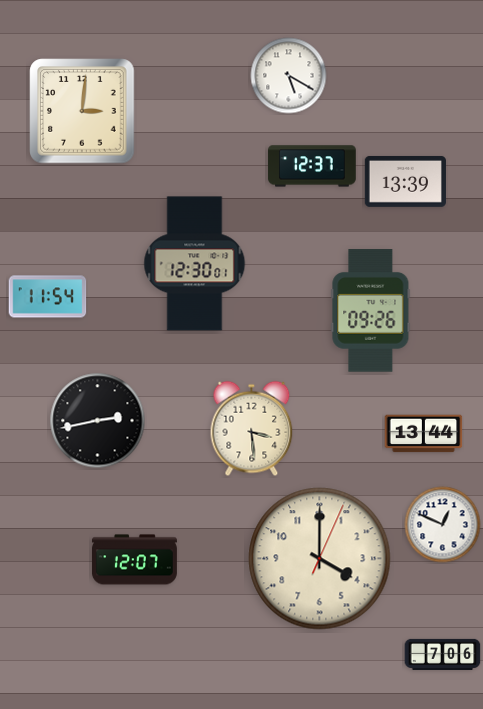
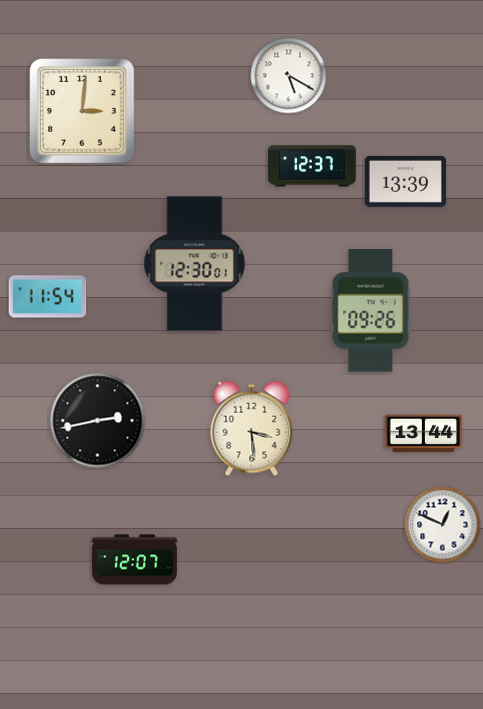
clock at (320, 559): 4:00 -> none
clock at (443, 654): 7:06 -> none
